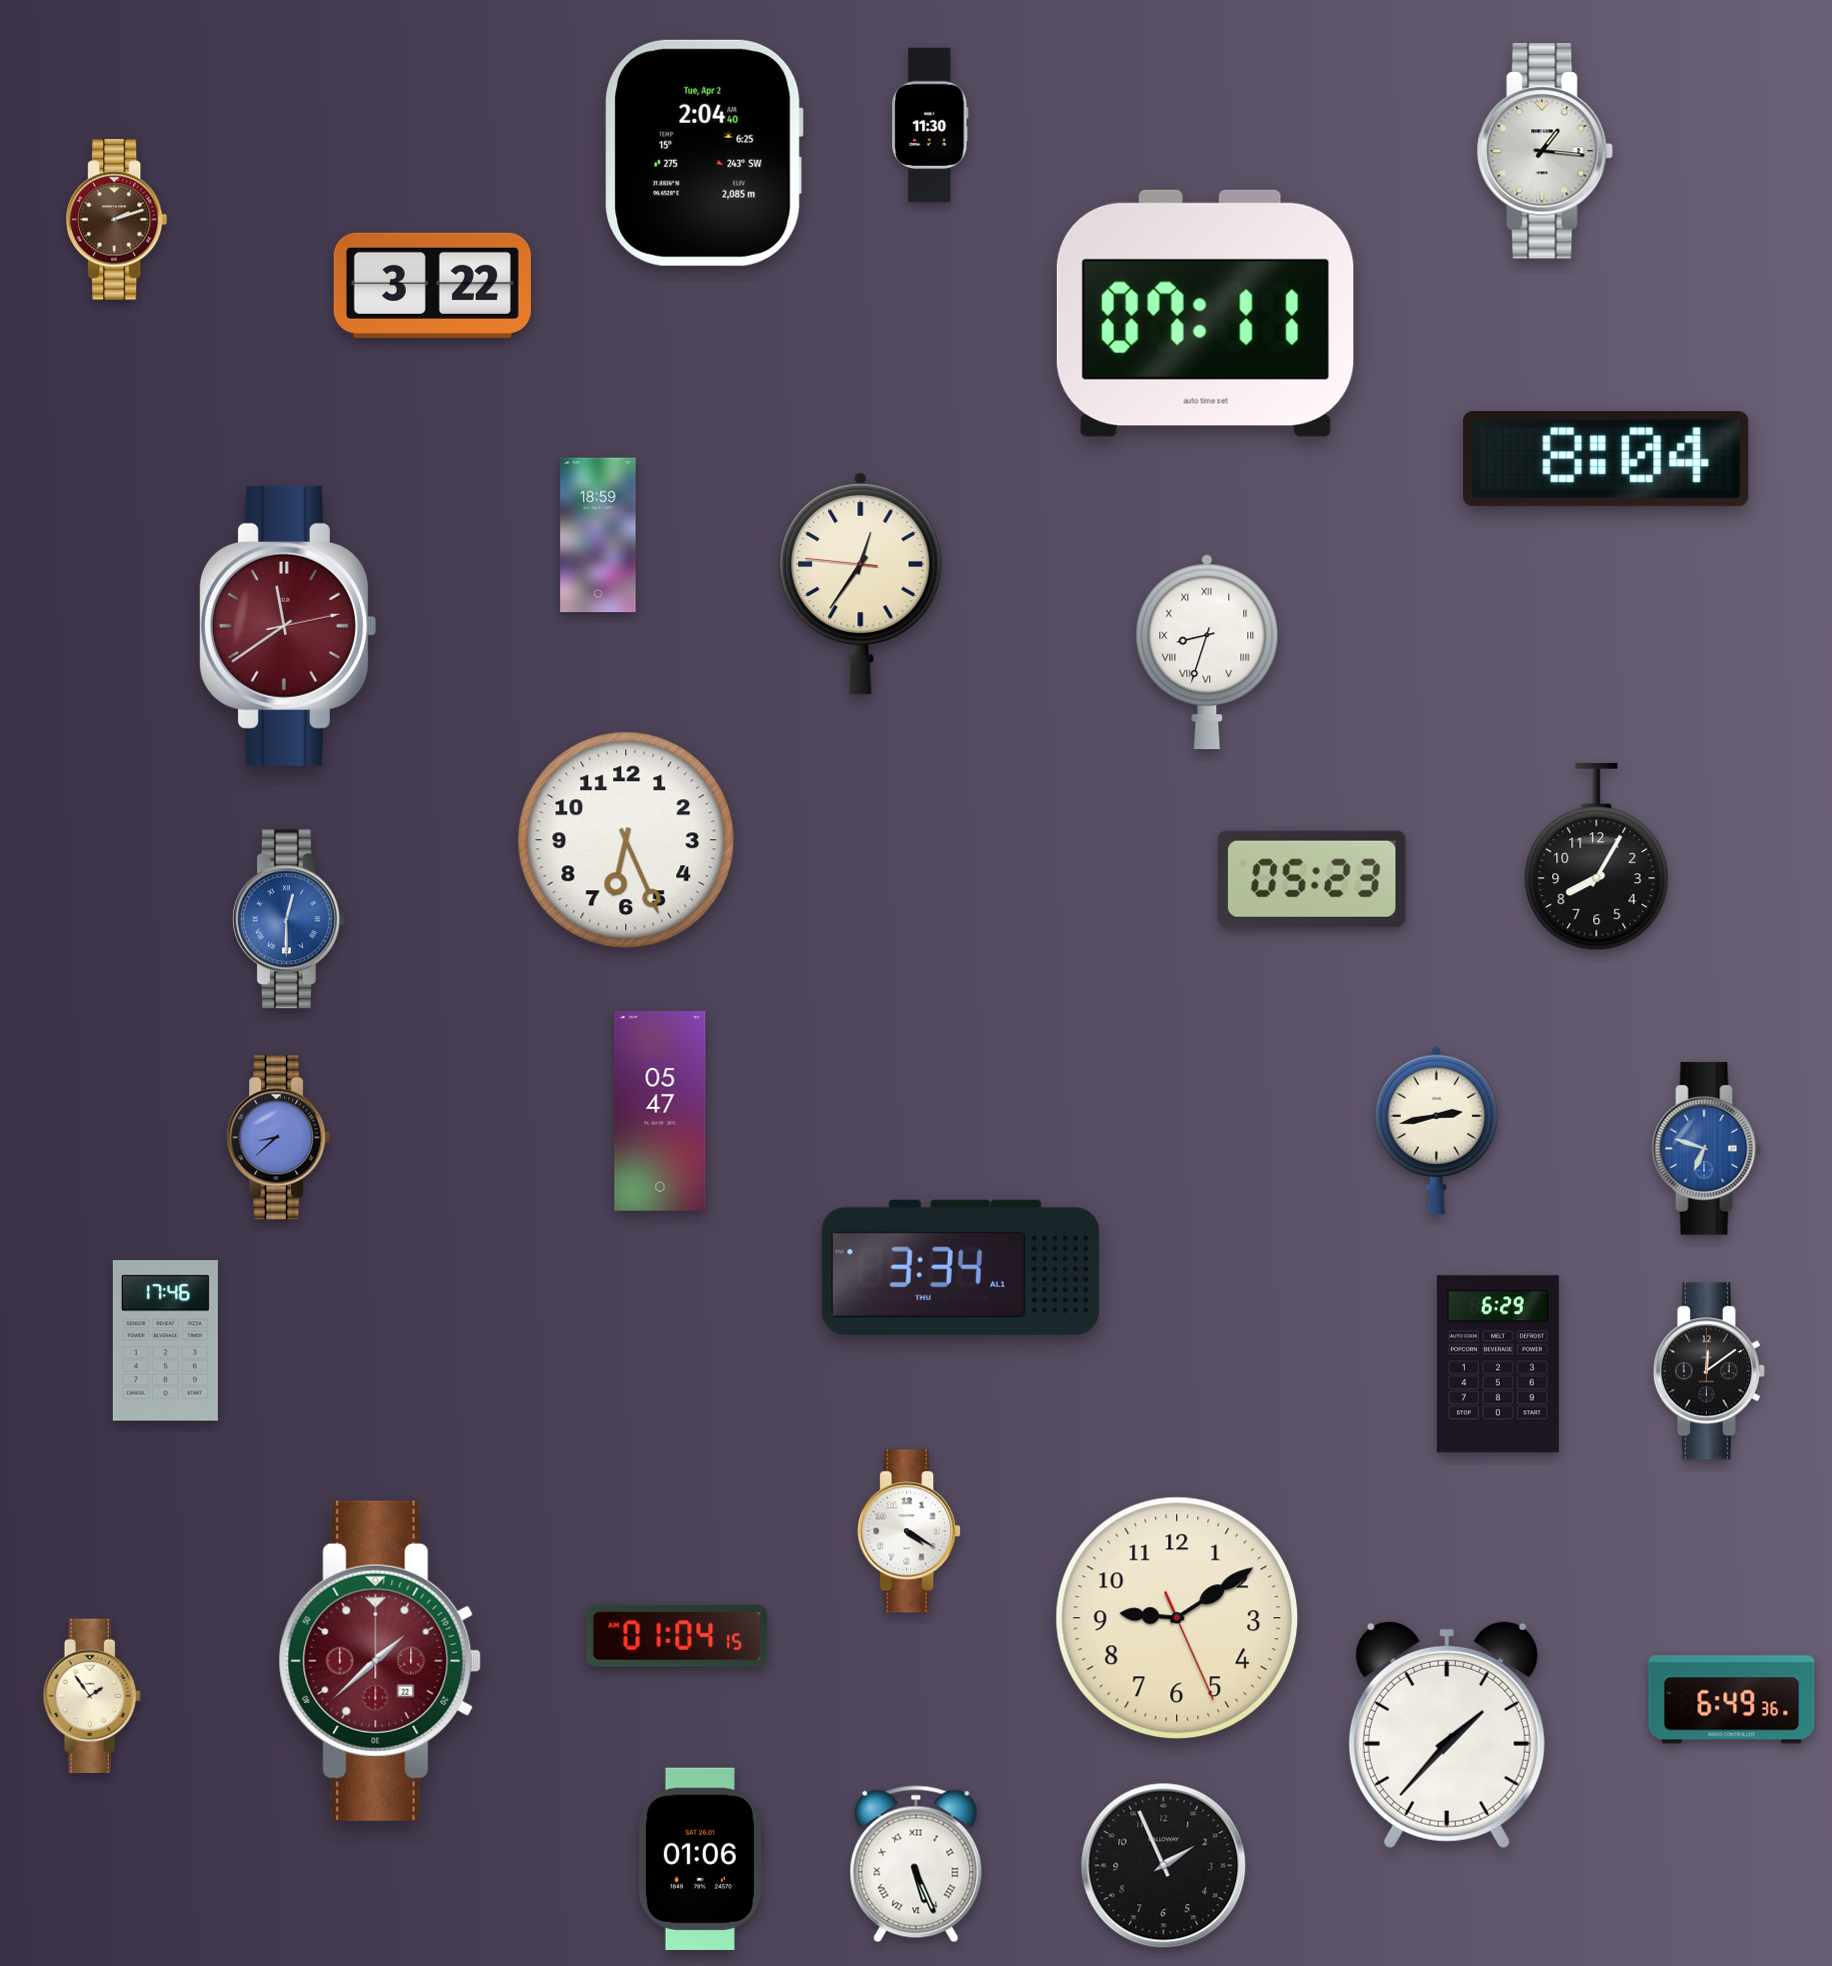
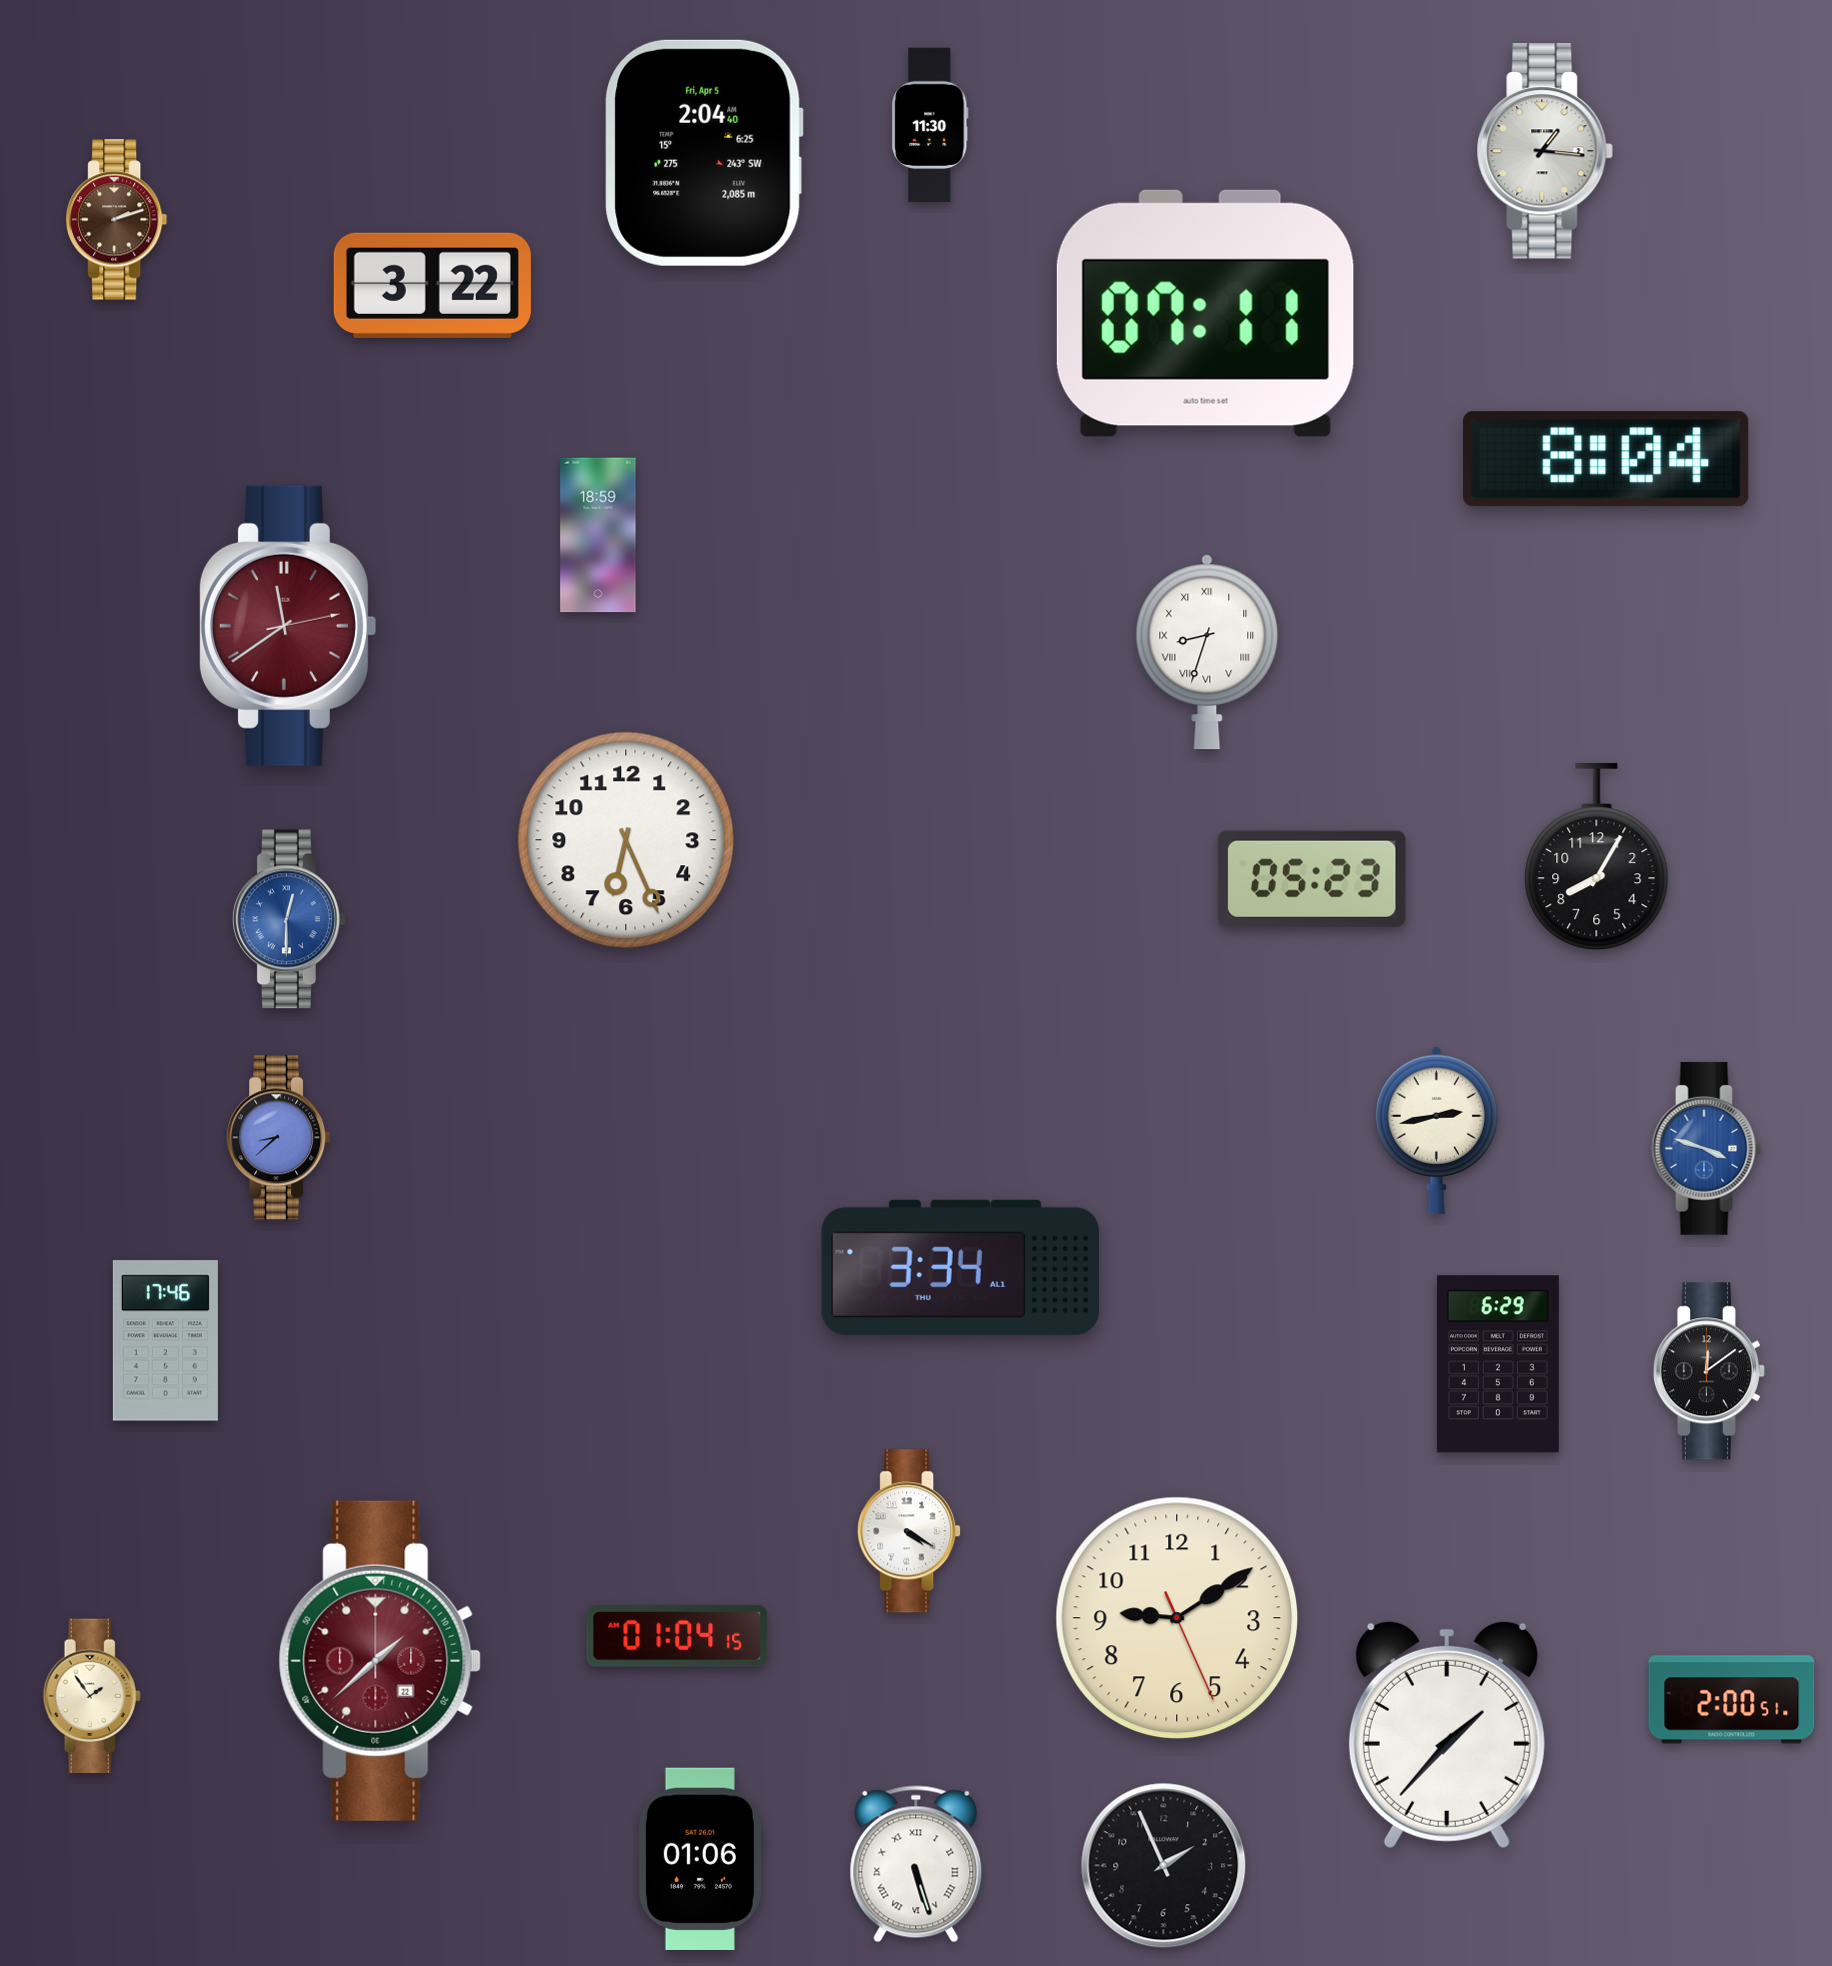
clock at (704, 153) date: Tue, Apr 2 -> Fri, Apr 5
clock at (861, 583): 12:35 -> none
clock at (660, 1111): 05:47 -> none
clock at (1707, 1148): 6:48 -> 3:48
clock at (1732, 1700): 6:49 -> 2:00
clock at (916, 1864): 5:26 -> 5:27
